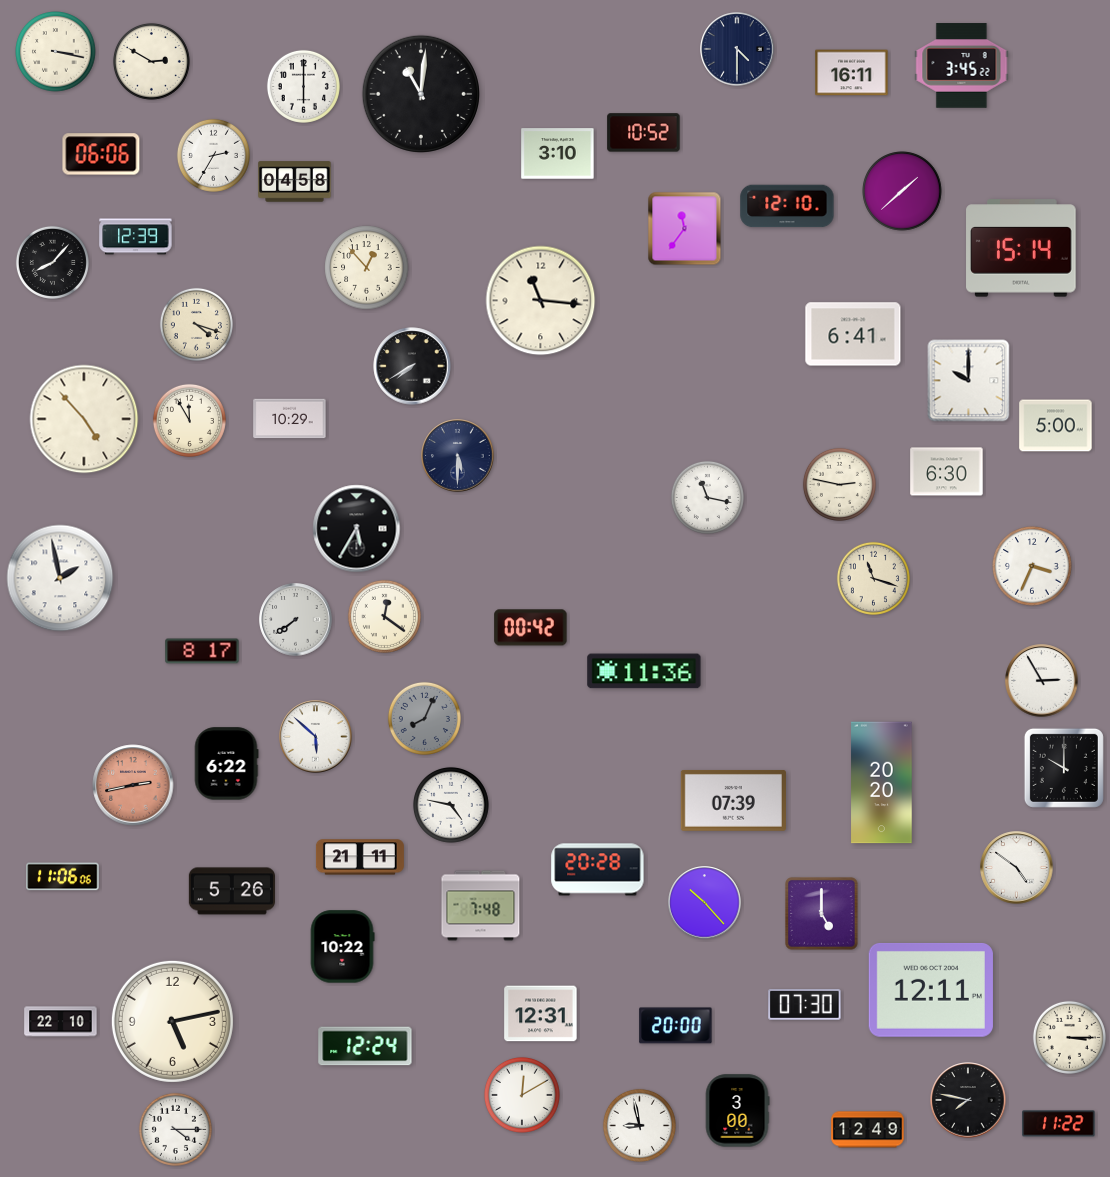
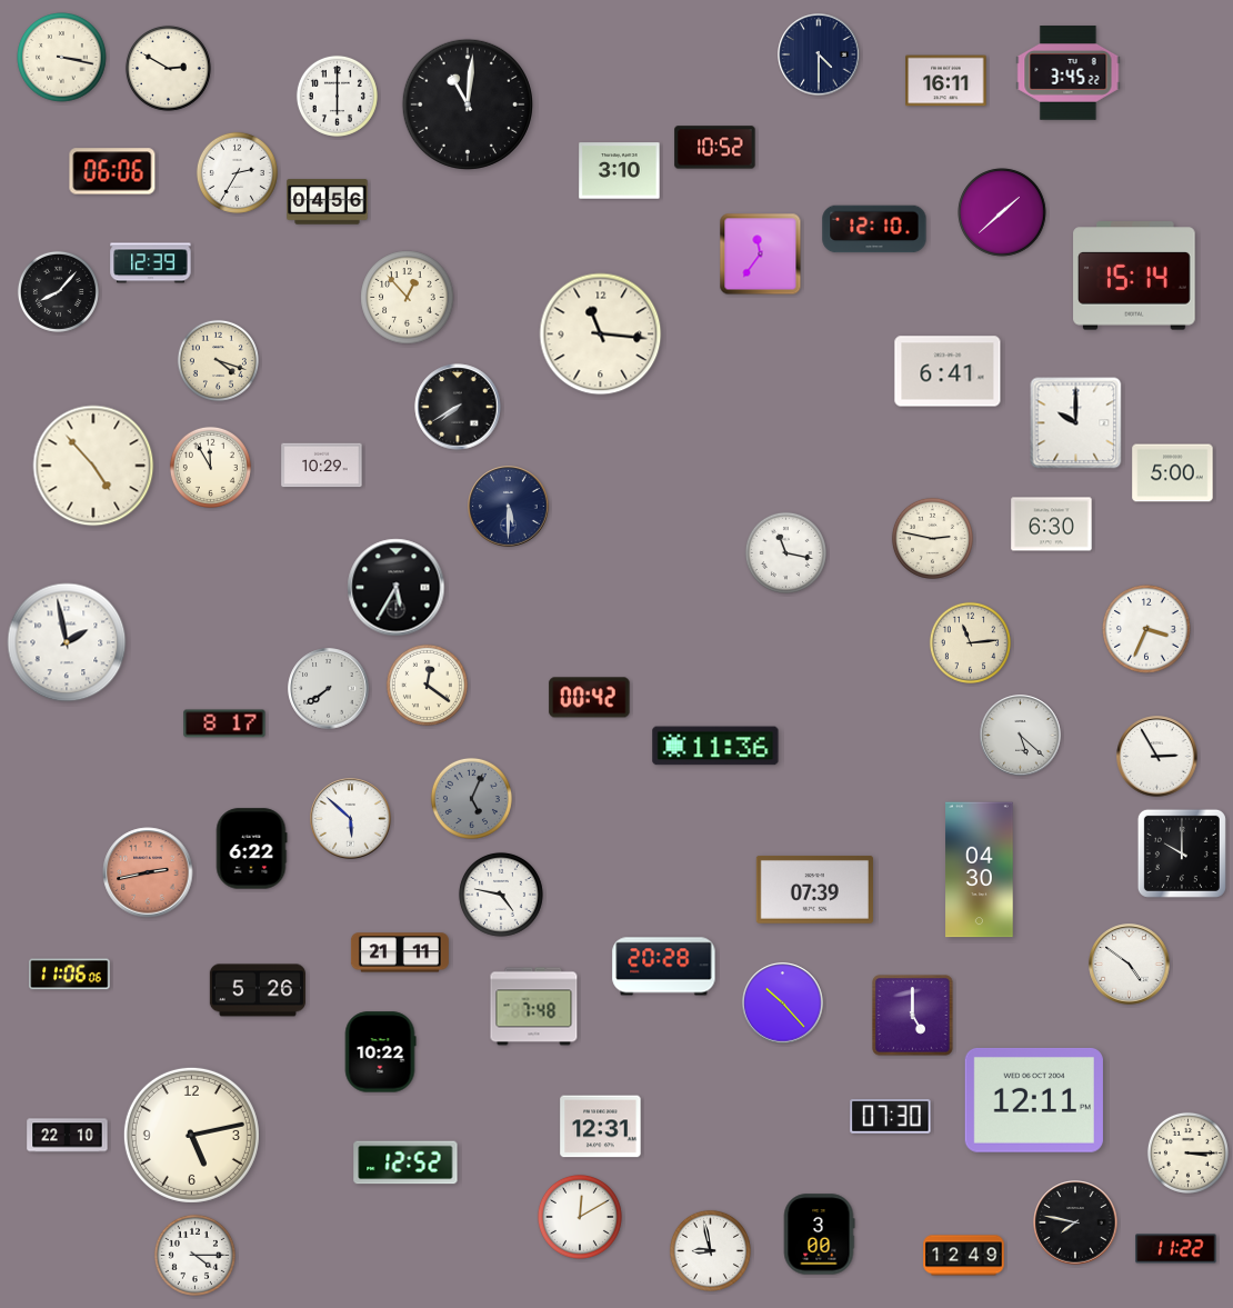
clock at (295, 182): 04:58 -> 04:56
clock at (873, 578): 11:18 -> 11:14
clock at (1021, 736): none -> 5:22
clock at (424, 718): 8:04 -> 5:04
clock at (882, 783): 20:20 -> 04:30
clock at (805, 1005) position: (805, 1005) -> (891, 1117)
clock at (676, 1026): 20:00 -> none
clock at (365, 1046): 12:24 -> 12:52
